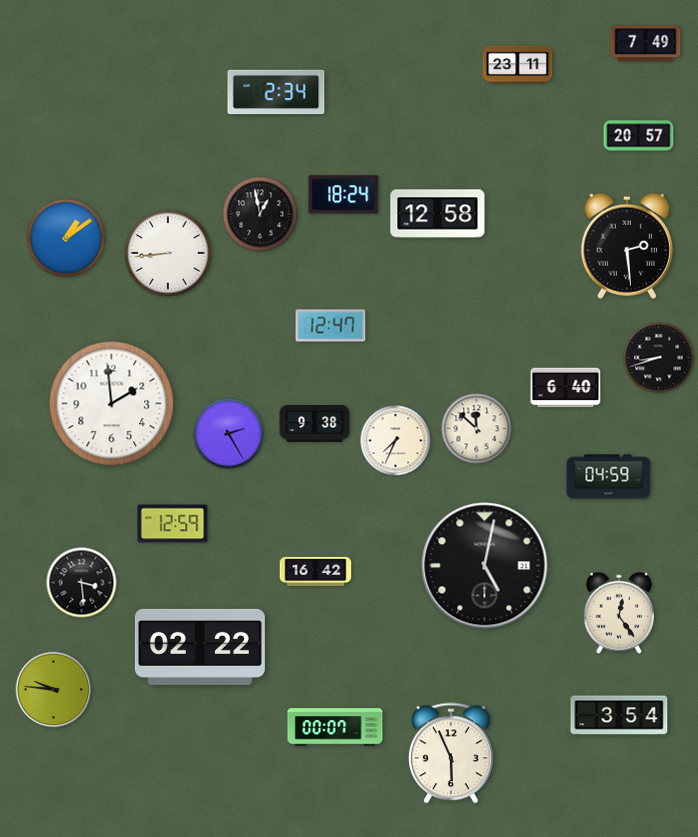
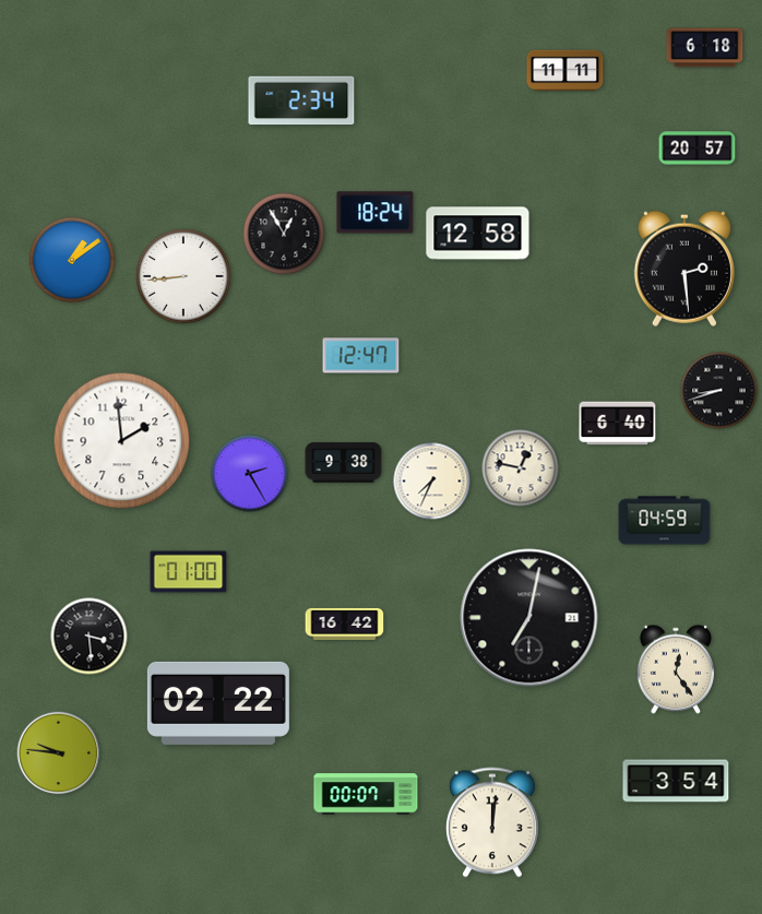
clock at (646, 44): 7:49 -> 6:18
clock at (518, 65): 23:11 -> 11:11
clock at (260, 214): 12:58 -> 12:55
clock at (477, 429): 11:52 -> 12:47
clock at (173, 524): 12:59 -> 01:00
clock at (485, 566): 5:02 -> 7:02
clock at (200, 647) position: (200, 647) -> (218, 703)
clock at (451, 753): 5:56 -> 12:01
